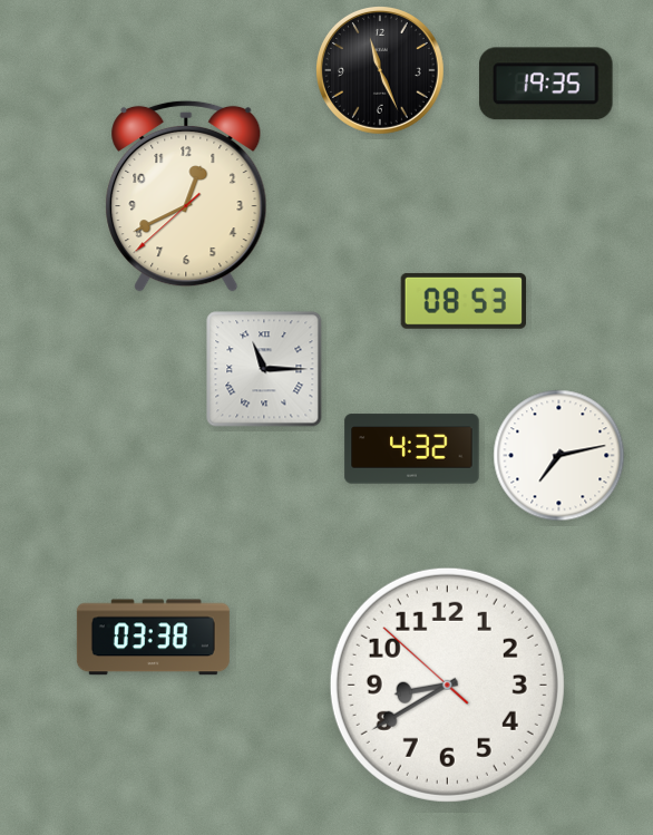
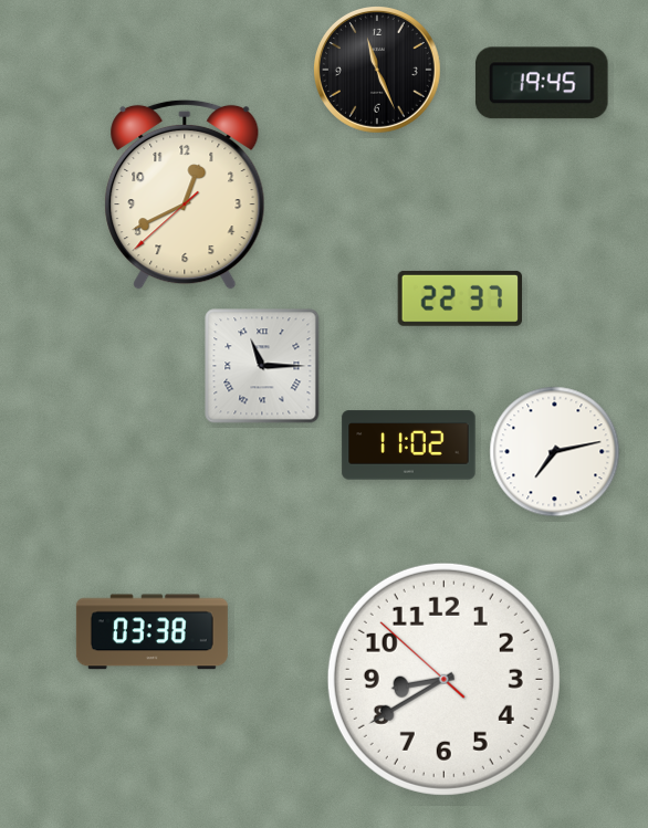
clock at (546, 84): 19:35 -> 19:45
clock at (462, 301): 08:53 -> 22:37
clock at (412, 449): 4:32 -> 11:02
